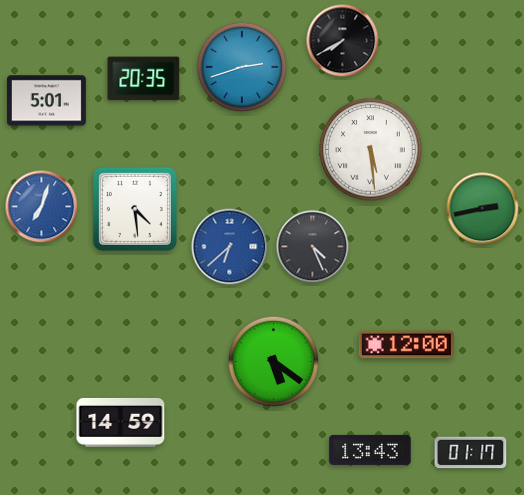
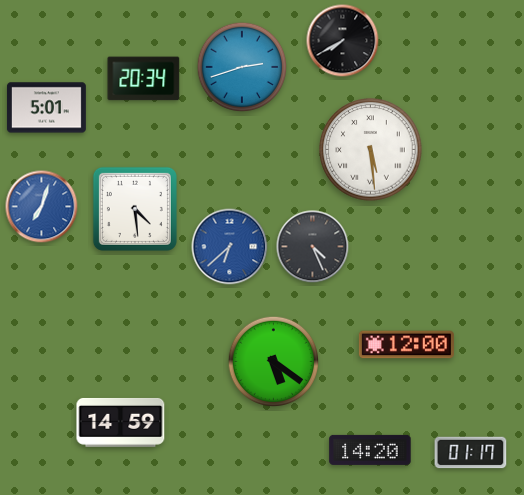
clock at (144, 79): 20:35 -> 20:34
clock at (46, 101) position: (46, 101) -> (46, 108)
clock at (483, 209): 2:43 -> none
clock at (370, 450): 13:43 -> 14:20
